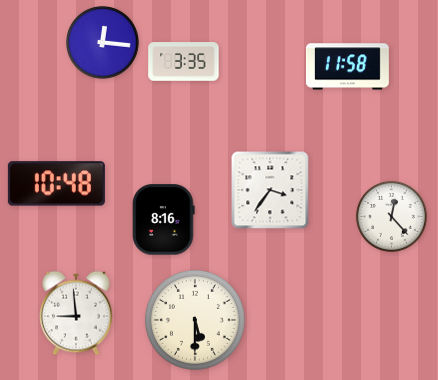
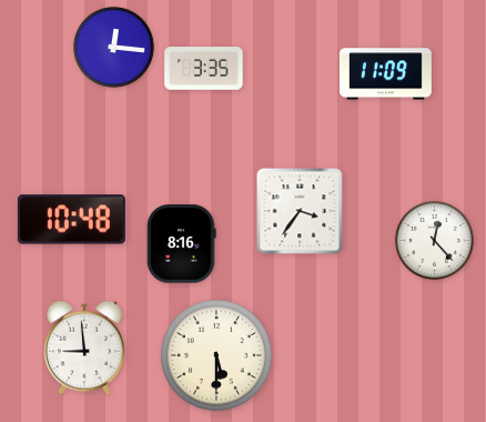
clock at (347, 67): 11:58 -> 11:09
clock at (56, 184) position: (56, 184) -> (71, 220)
